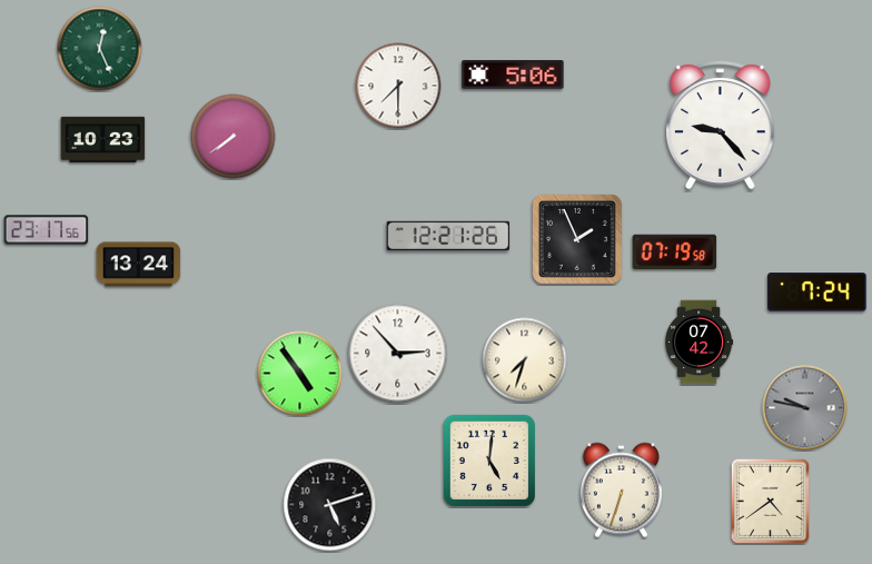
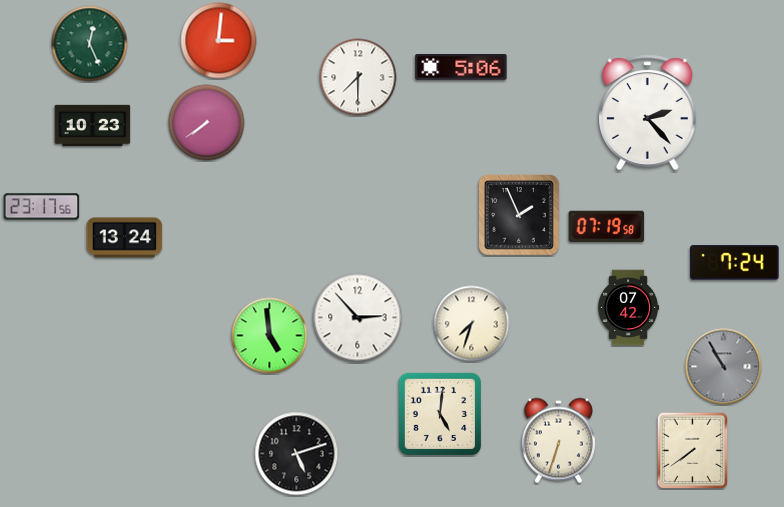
clock at (219, 41): none -> 3:01
clock at (721, 126): 9:23 -> 2:23
clock at (234, 137) position: (234, 137) -> (207, 123)
clock at (448, 236): 12:21 -> none
clock at (300, 374): 4:54 -> 4:59
clock at (805, 408): 9:47 -> 10:55
clock at (771, 501): 4:39 -> 7:39
